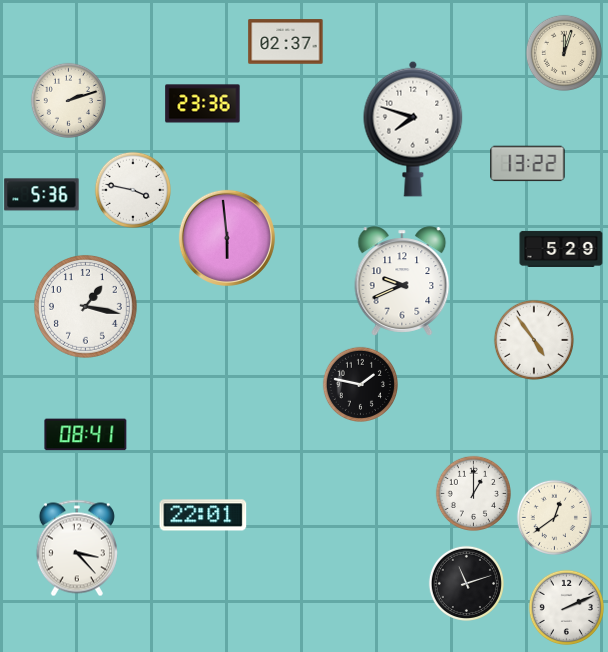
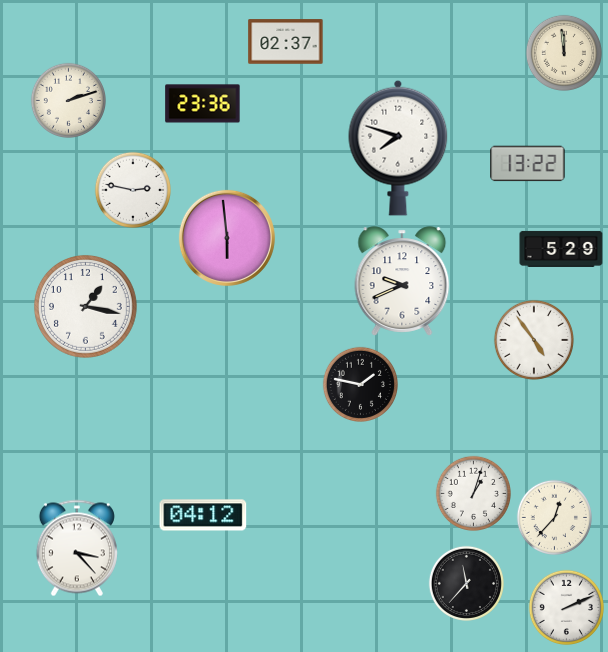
clock at (564, 53): 12:03 -> 11:59
clock at (413, 129) position: (413, 129) -> (398, 148)
clock at (133, 190): 3:47 -> 2:47
clock at (42, 195): 5:36 -> none
clock at (86, 435): 08:41 -> none
clock at (473, 493): 1:00 -> 1:03
clock at (203, 515): 22:01 -> 04:12
clock at (554, 517): 12:39 -> 12:37
clock at (466, 583): 11:12 -> 11:37
